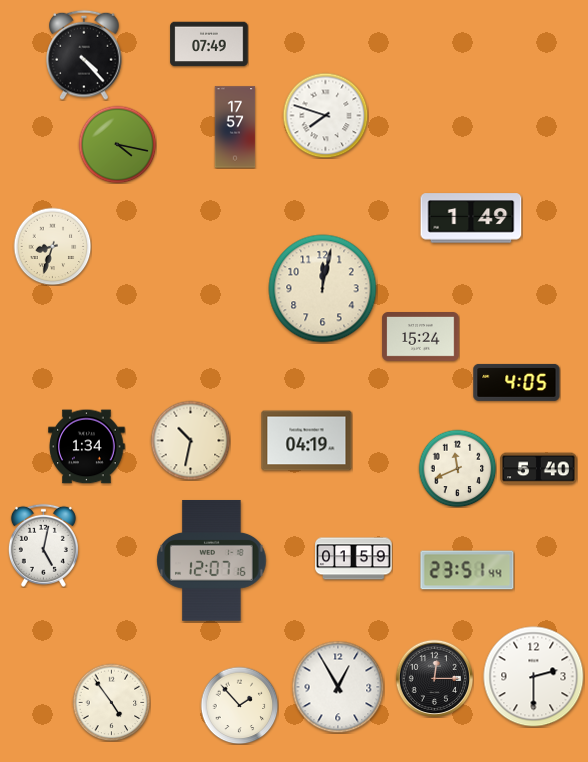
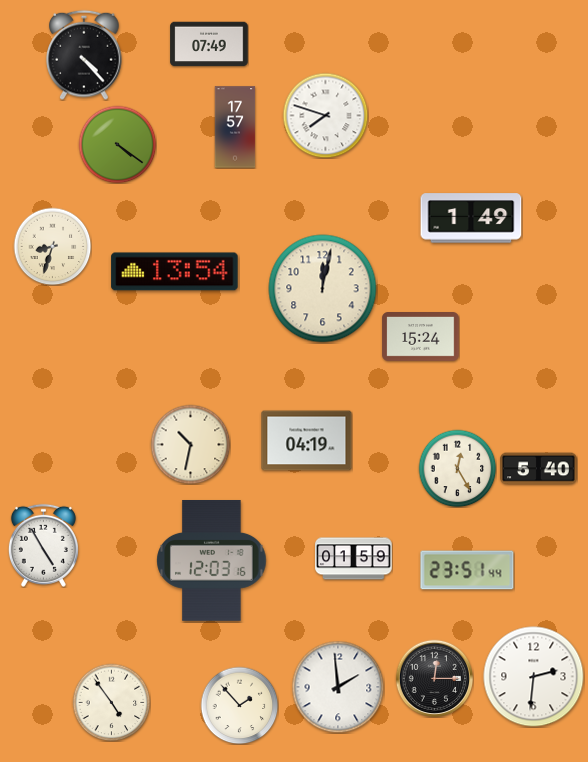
clock at (117, 144): 4:17 -> 4:21
clock at (175, 272): none -> 13:54
clock at (517, 382): 4:05 -> none
clock at (190, 440) position: (190, 440) -> (190, 444)
clock at (87, 447): 1:34 -> none
clock at (457, 468): 11:41 -> 12:25
clock at (43, 545): 5:02 -> 4:55
clock at (212, 561): 12:07 -> 12:03
clock at (534, 677): 2:30 -> 2:31
clock at (338, 687): 12:55 -> 1:59
